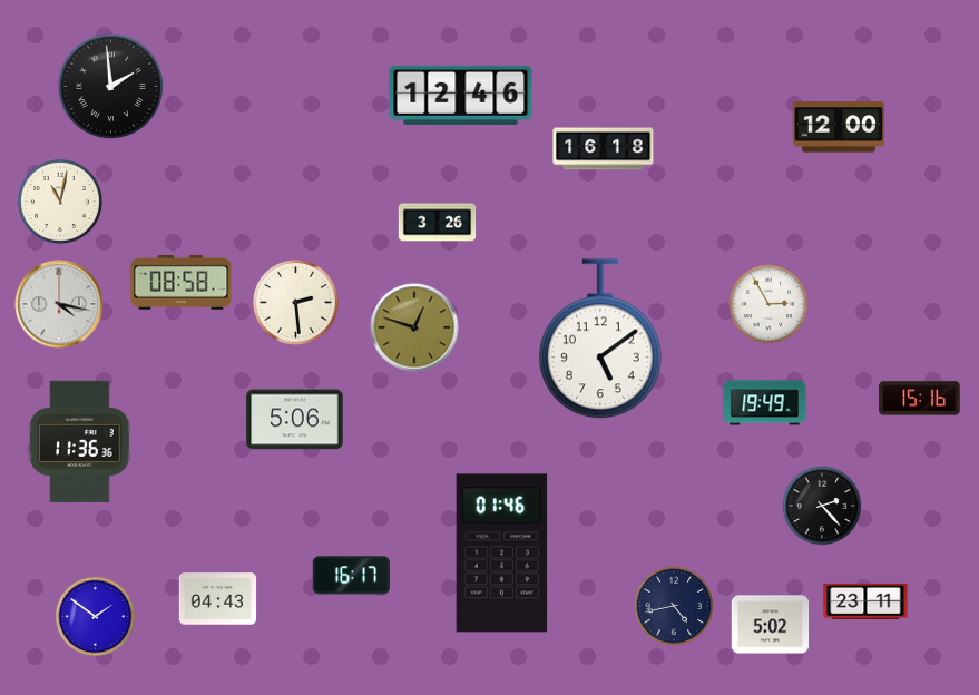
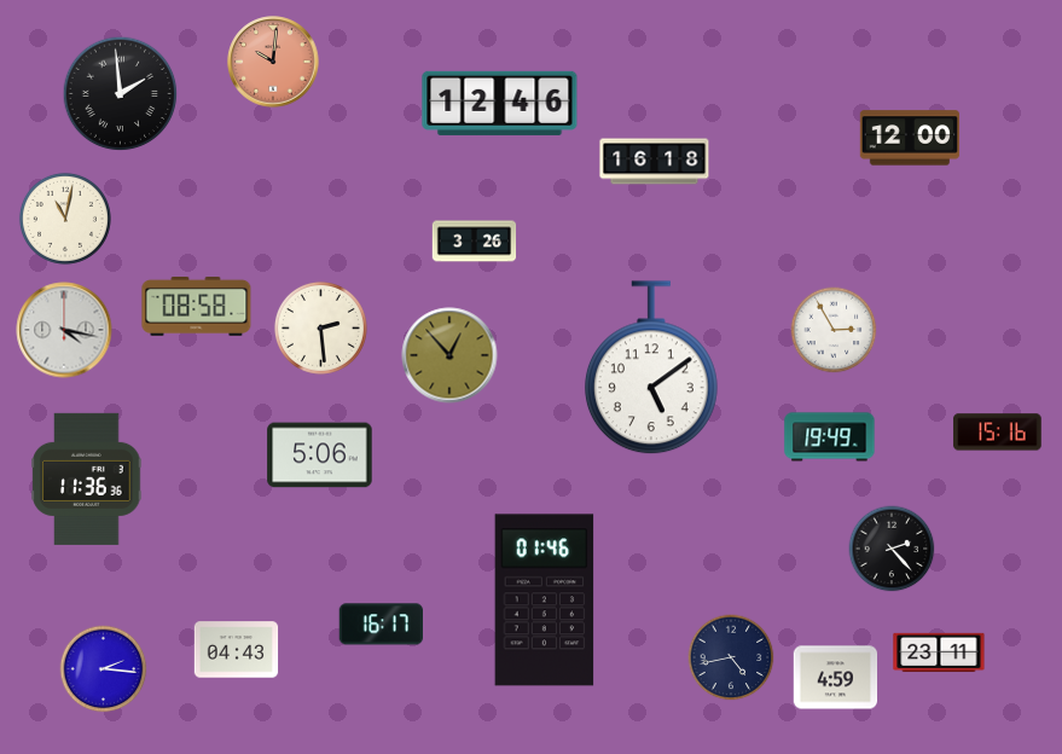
clock at (273, 62): none -> 10:01
clock at (414, 327): 12:48 -> 12:53
clock at (96, 617): 1:51 -> 2:16
clock at (771, 625): 5:02 -> 4:59
